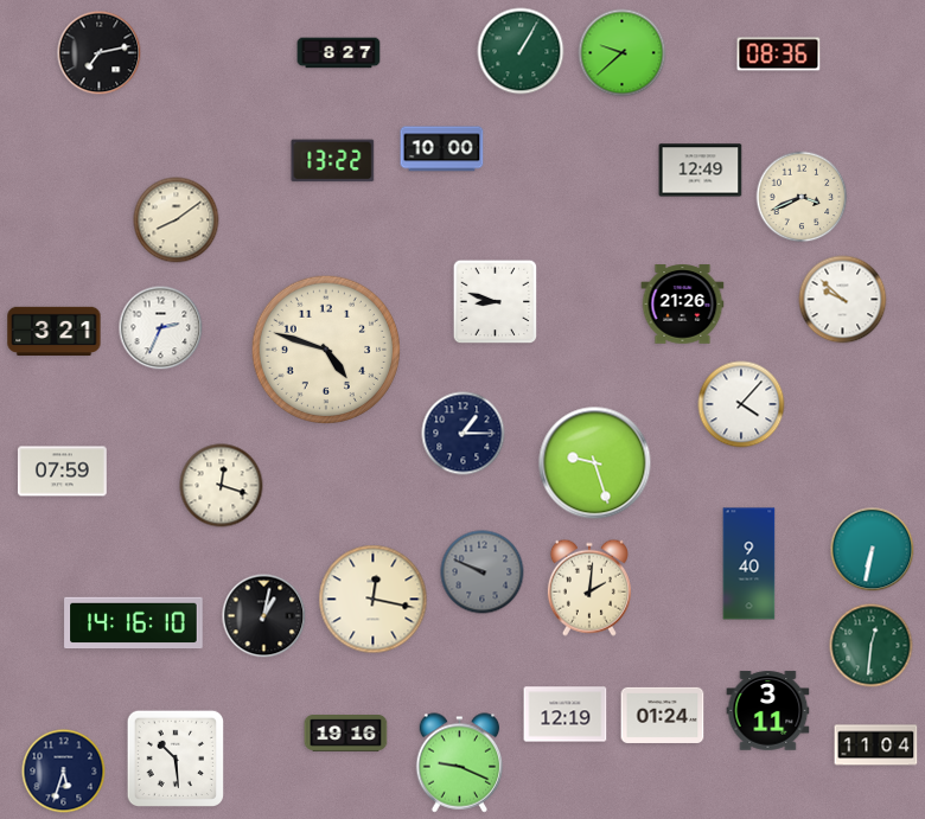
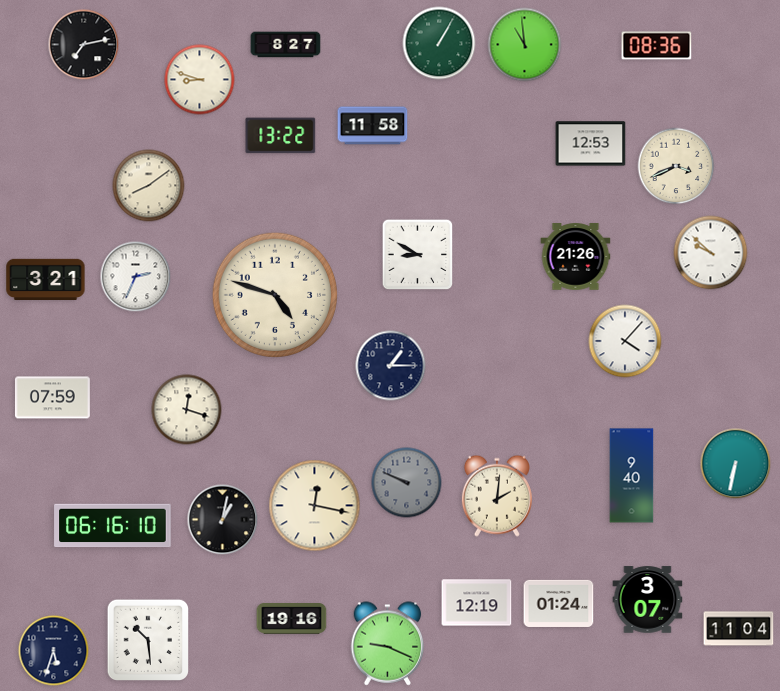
clock at (623, 53): 9:38 -> 10:59
clock at (200, 80): none -> 8:48
clock at (442, 149): 10:00 -> 11:58
clock at (701, 171): 12:49 -> 12:53
clock at (496, 302): 8:48 -> 8:50
clock at (595, 463): 9:27 -> none
clock at (134, 623): 14:16 -> 06:16
clock at (872, 646): 12:31 -> none
clock at (768, 711): 3:11 -> 3:07
